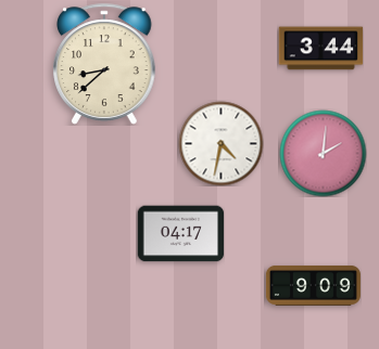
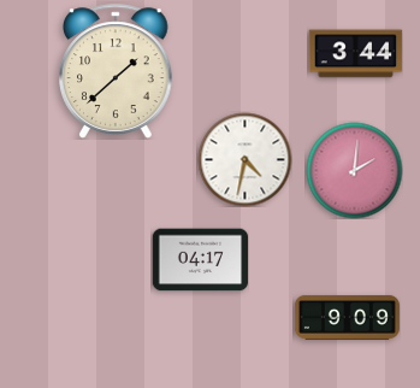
clock at (105, 64): 8:38 -> 1:38
clock at (323, 153) position: (323, 153) -> (354, 170)
